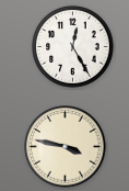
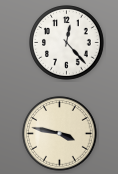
clock at (73, 47): 12:25 -> 12:23
